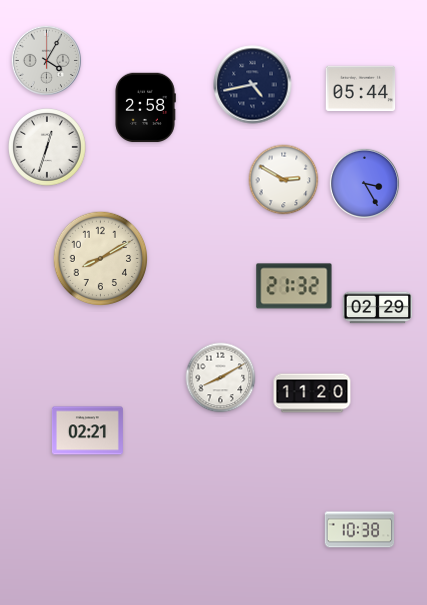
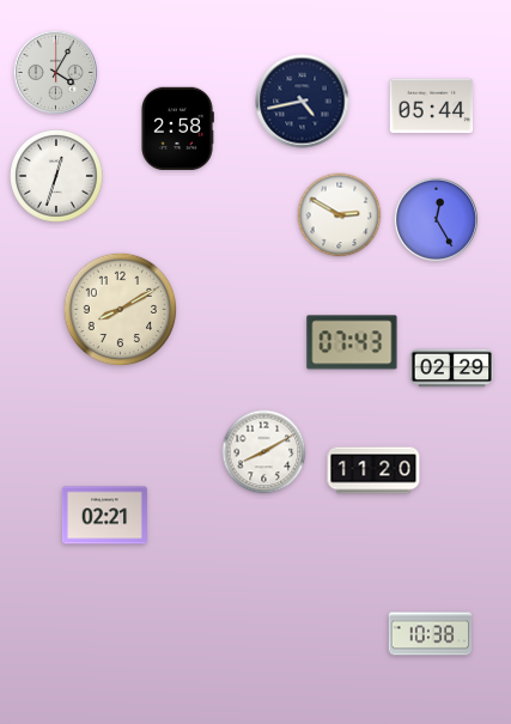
clock at (145, 108) position: (145, 108) -> (177, 129)
clock at (364, 183): 3:25 -> 12:25
clock at (294, 286): 21:32 -> 07:43
